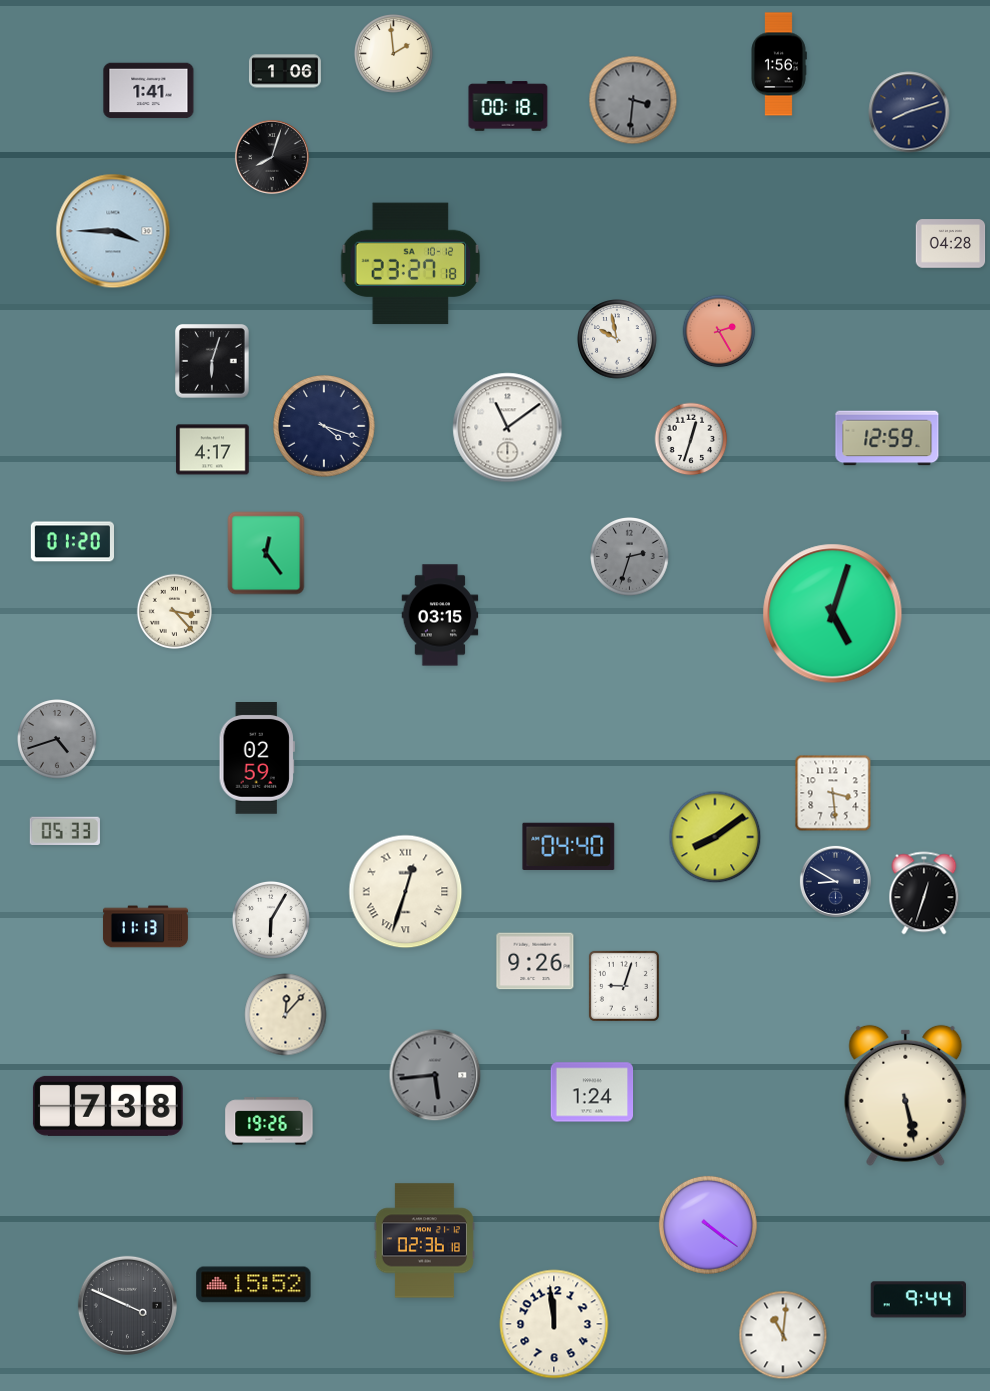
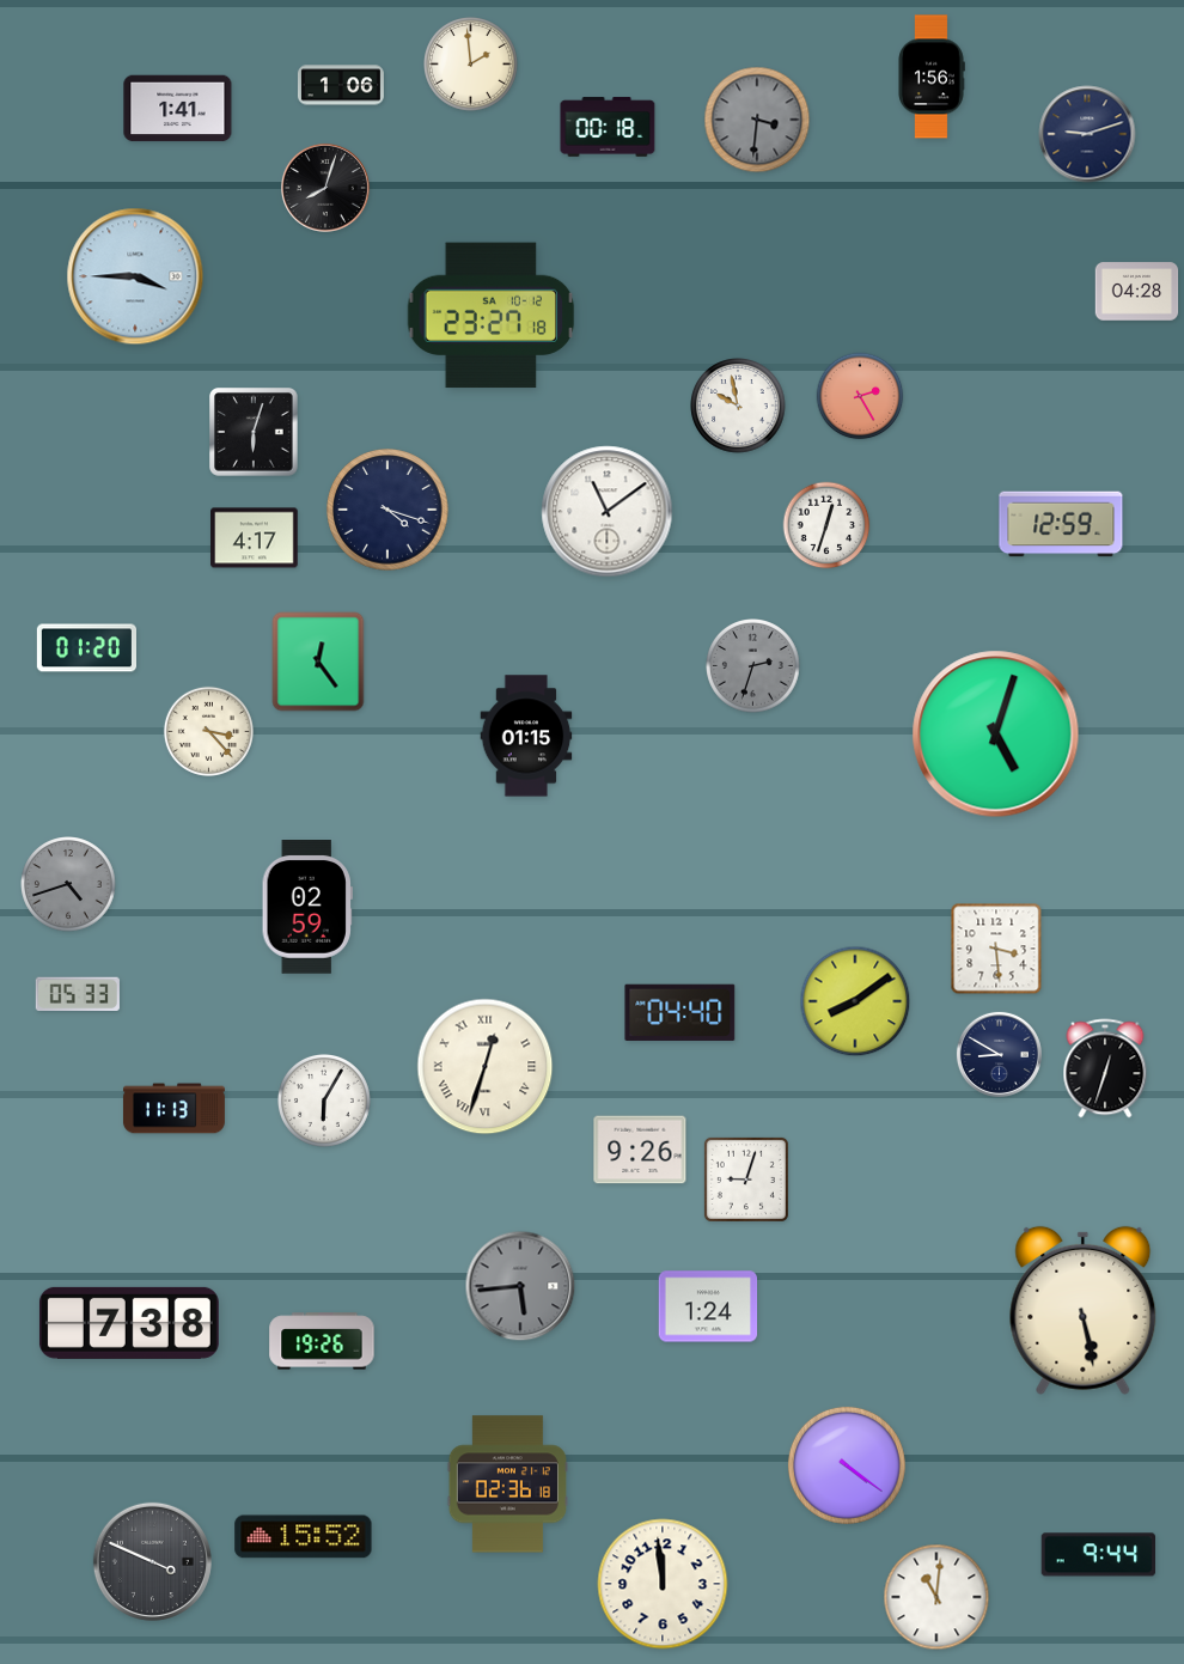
clock at (909, 112): 8:12 -> 9:12
clock at (440, 615): 03:15 -> 01:15
clock at (286, 1015): 12:07 -> none
